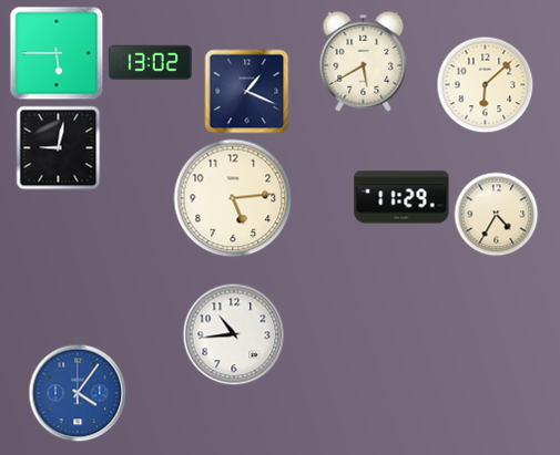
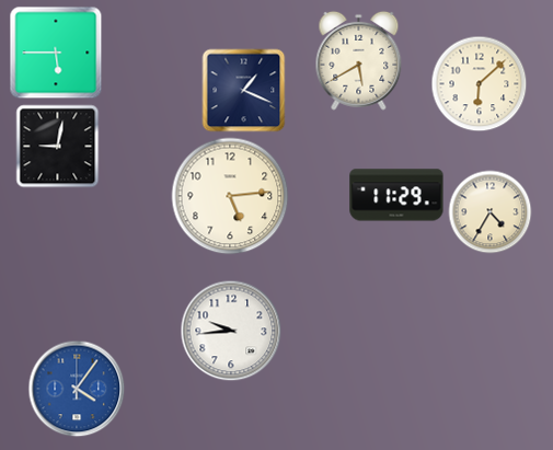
clock at (150, 62): 13:02 -> none
clock at (234, 334): 10:44 -> 9:44
